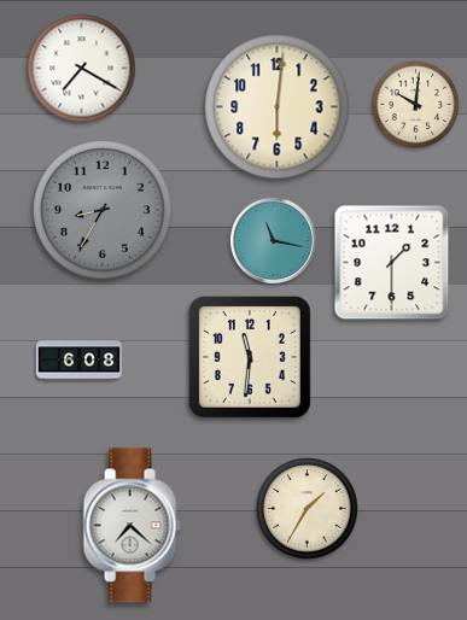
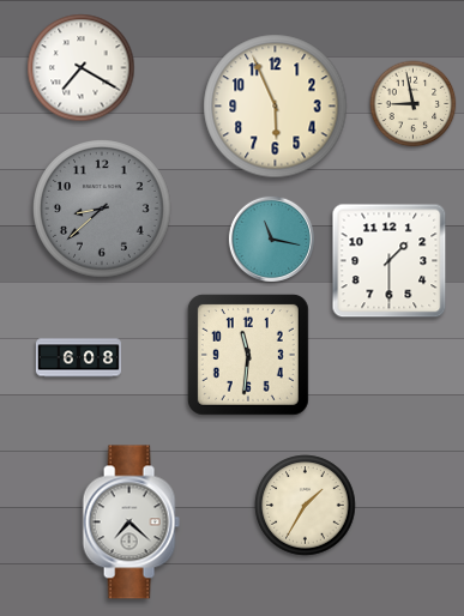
clock at (416, 105): 10:01 -> 8:58
clock at (278, 107): 6:01 -> 5:56
clock at (104, 211): 8:35 -> 8:38
